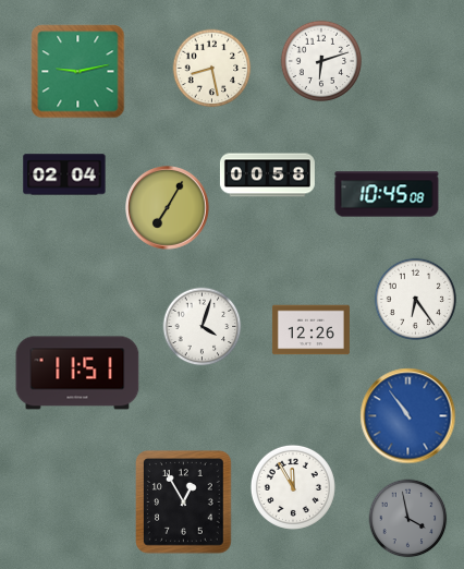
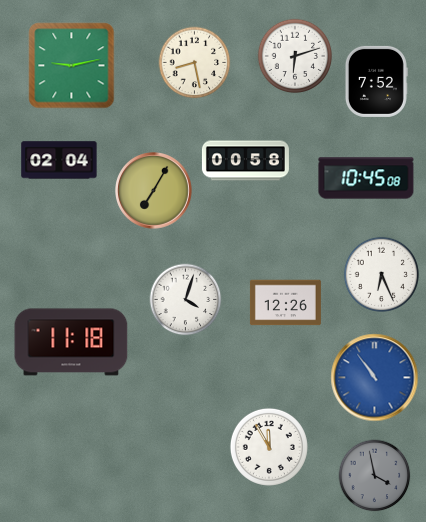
clock at (376, 81): none -> 7:52
clock at (387, 194) position: (387, 194) -> (366, 178)
clock at (415, 299): 6:24 -> 6:26
clock at (77, 373): 11:51 -> 11:18
clock at (408, 416) position: (408, 416) -> (375, 378)
clock at (184, 503): 12:55 -> none
